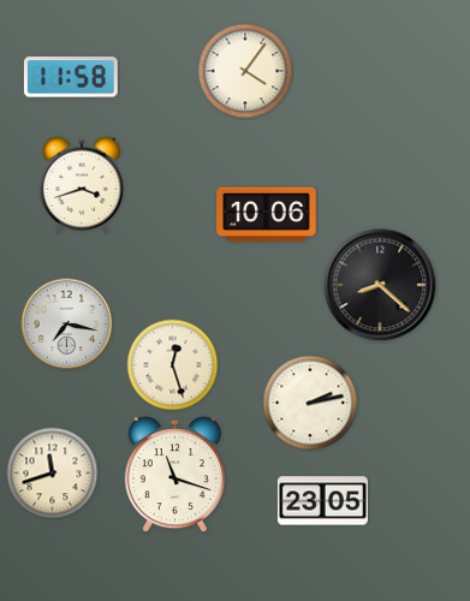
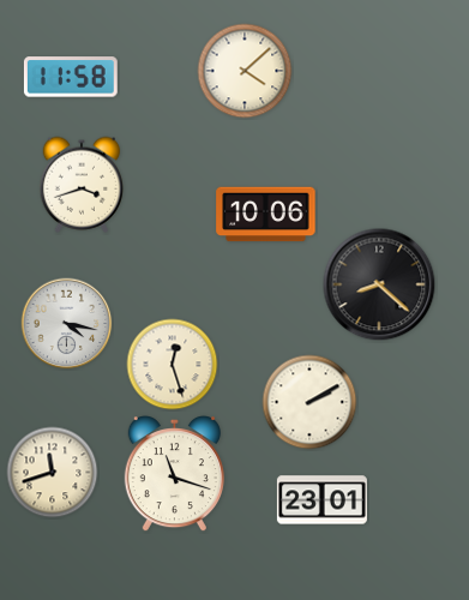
clock at (245, 71): 4:06 -> 4:08
clock at (67, 325): 7:17 -> 4:17
clock at (310, 403): 2:13 -> 2:10
clock at (322, 501): 23:05 -> 23:01
